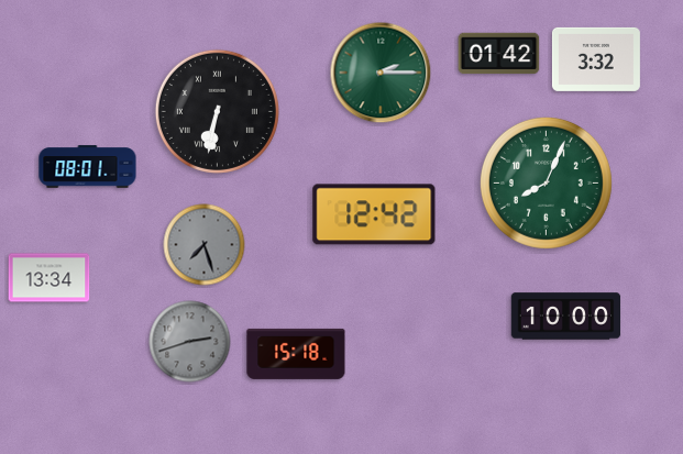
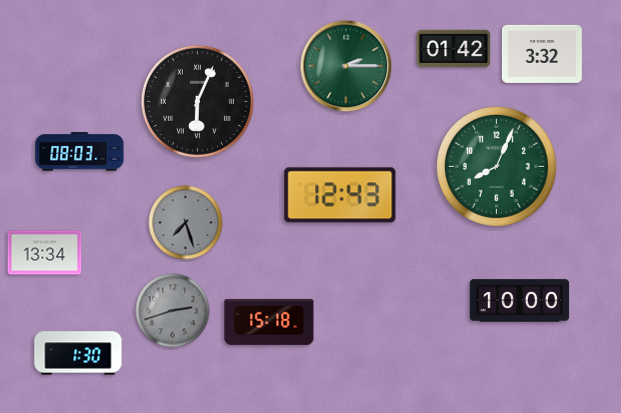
clock at (217, 111): 6:32 -> 6:04
clock at (88, 167): 08:01 -> 08:03
clock at (374, 214): 12:42 -> 12:43
clock at (566, 317) position: (566, 317) -> (520, 301)
clock at (78, 353): none -> 1:30
